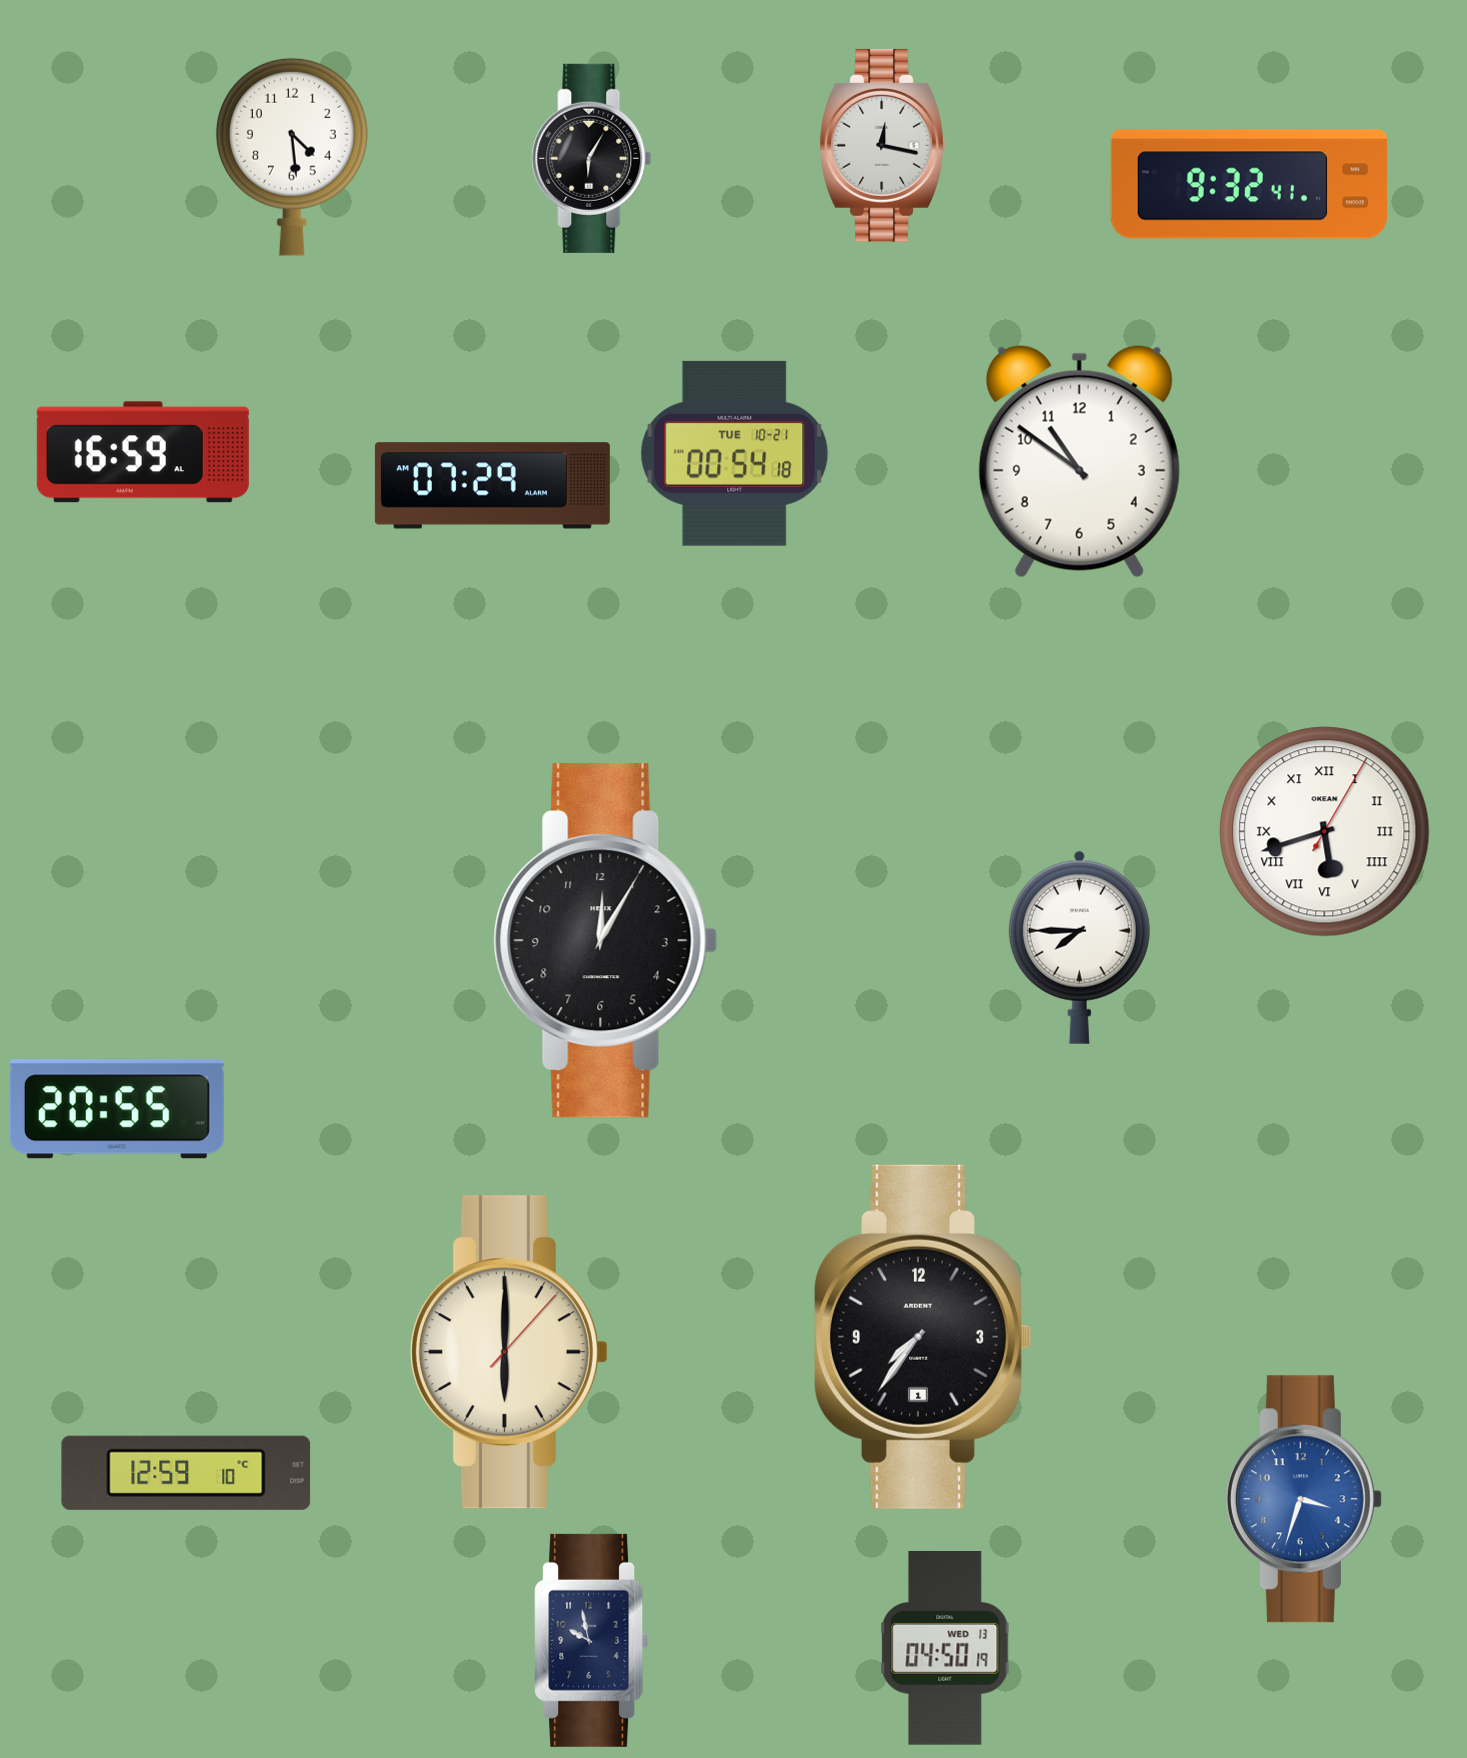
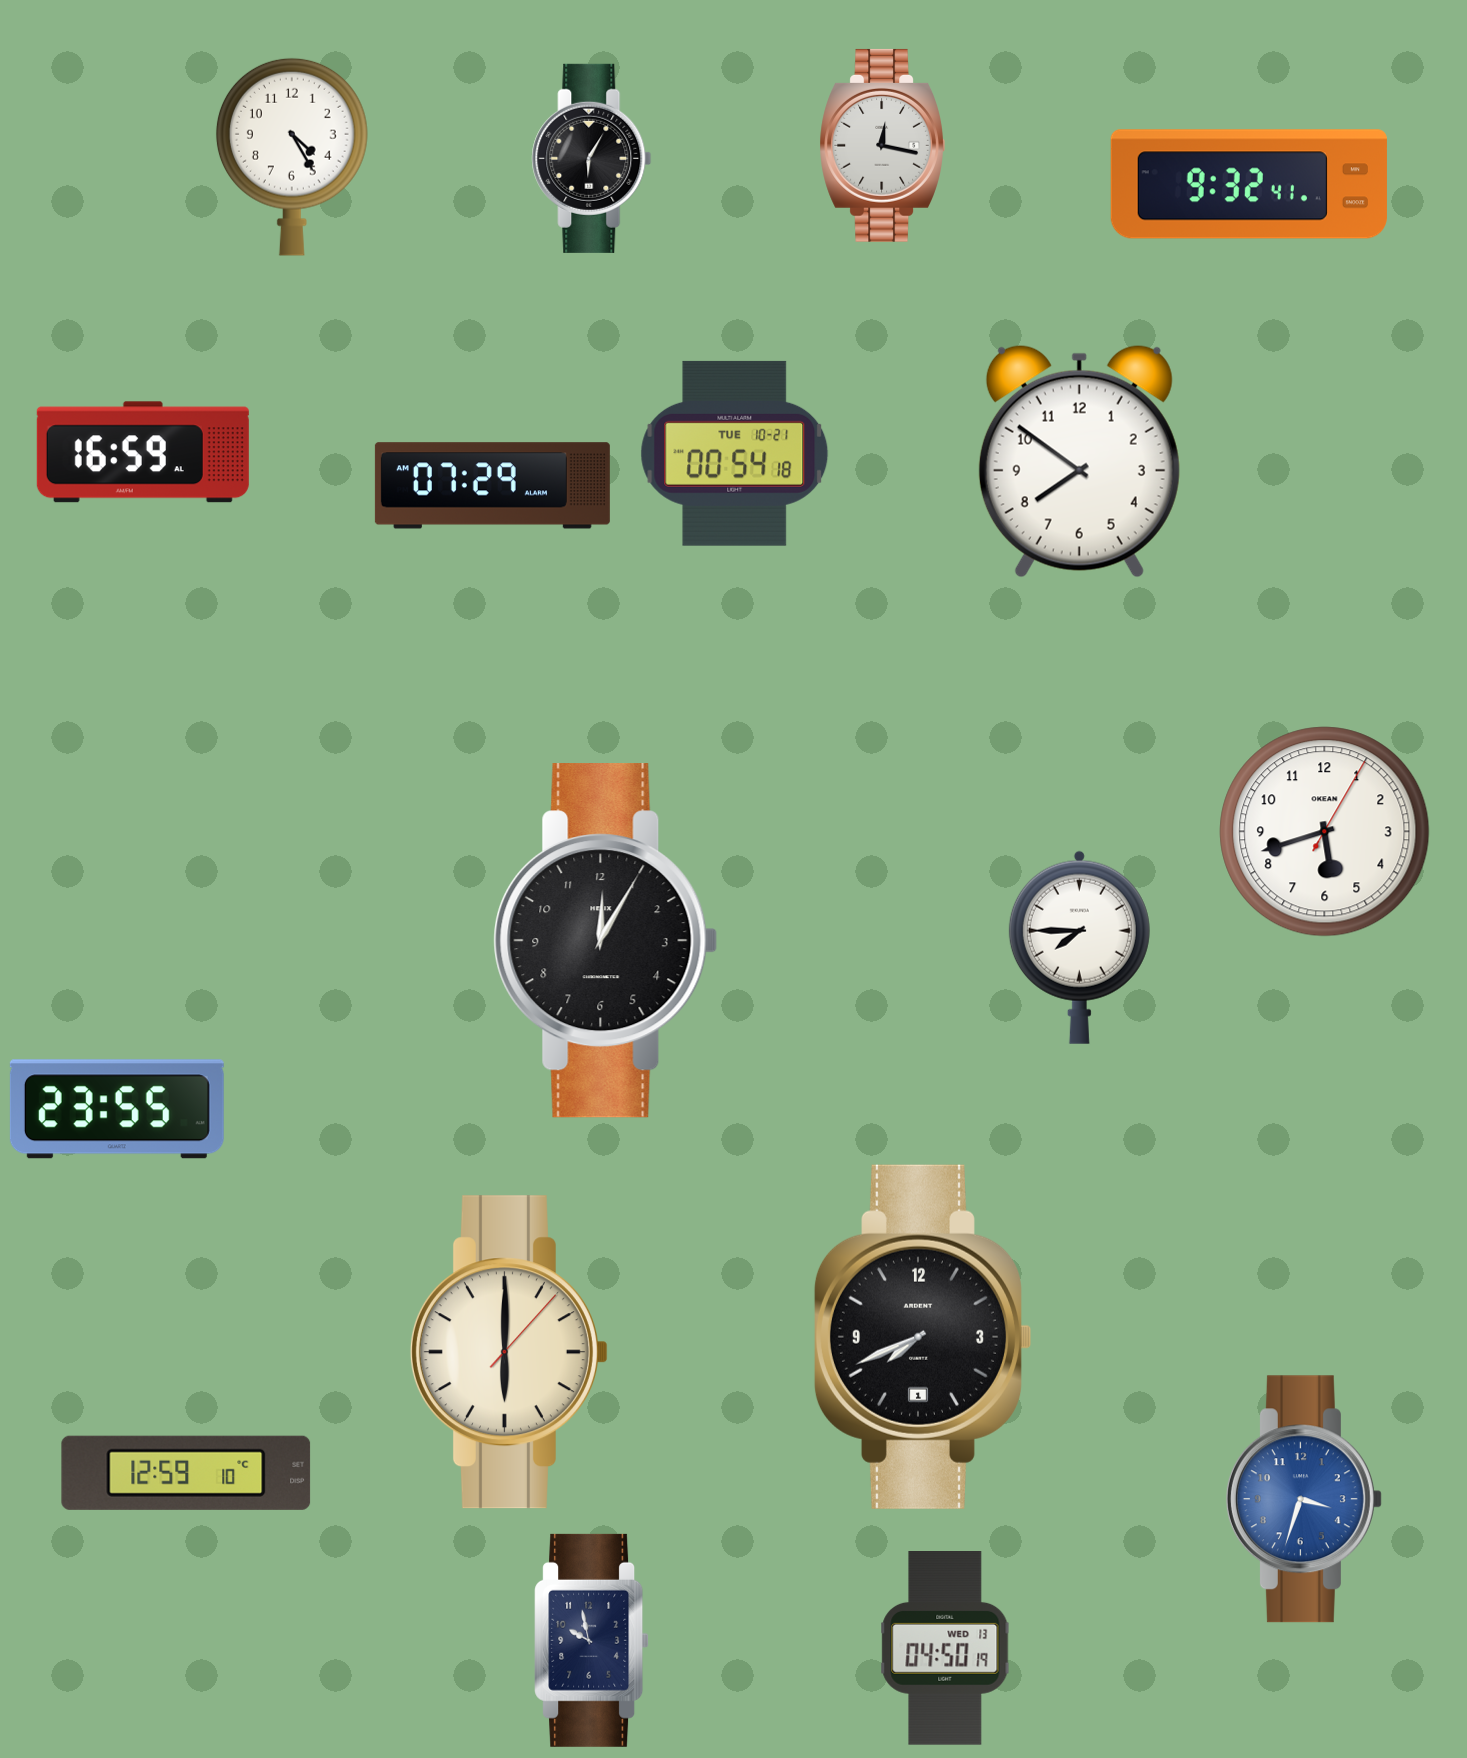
clock at (292, 157): 4:29 -> 4:25
clock at (1079, 461): 10:51 -> 7:51
clock at (1325, 832) numerals: Roman -> Arabic
clock at (117, 1109): 20:55 -> 23:55
clock at (922, 1337): 7:36 -> 7:41
